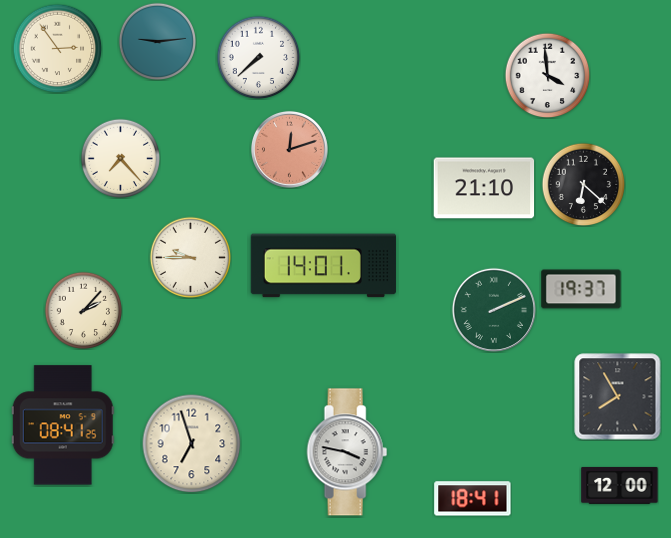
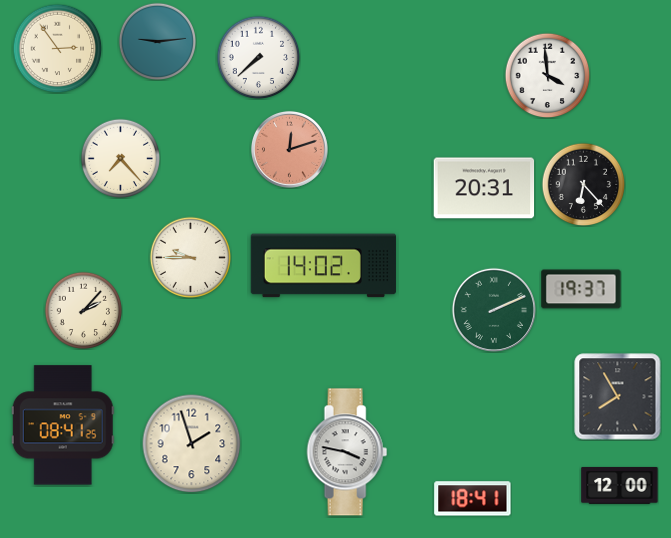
clock at (583, 184): 6:22 -> 6:23
clock at (484, 188): 21:10 -> 20:31
clock at (323, 266): 14:01 -> 14:02
clock at (192, 444): 6:57 -> 1:57
